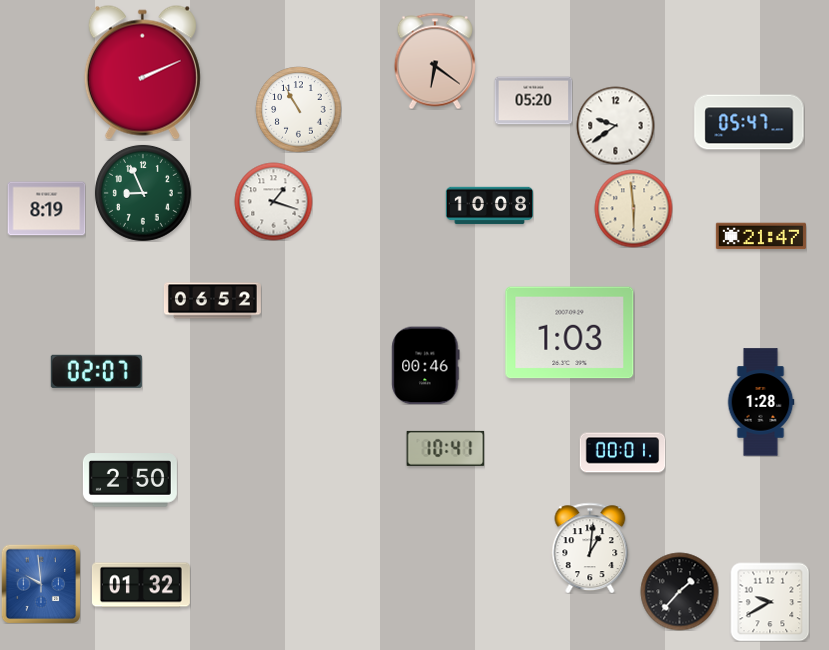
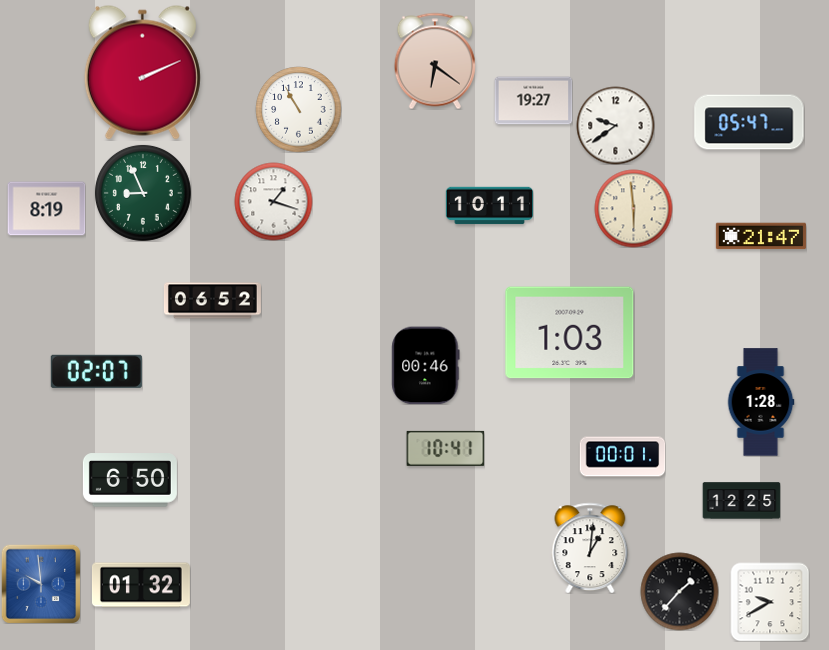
clock at (533, 101): 05:20 -> 19:27
clock at (489, 206): 10:08 -> 10:11
clock at (622, 453) position: (622, 453) -> (622, 457)
clock at (130, 480): 2:50 -> 6:50
clock at (741, 501): none -> 12:25
